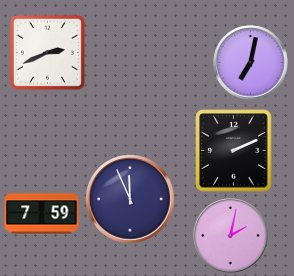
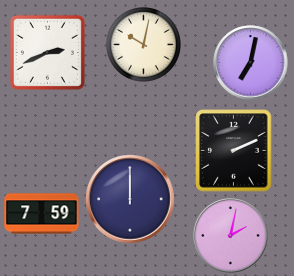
clock at (143, 44): none -> 10:02
clock at (130, 199): 11:56 -> 12:00
